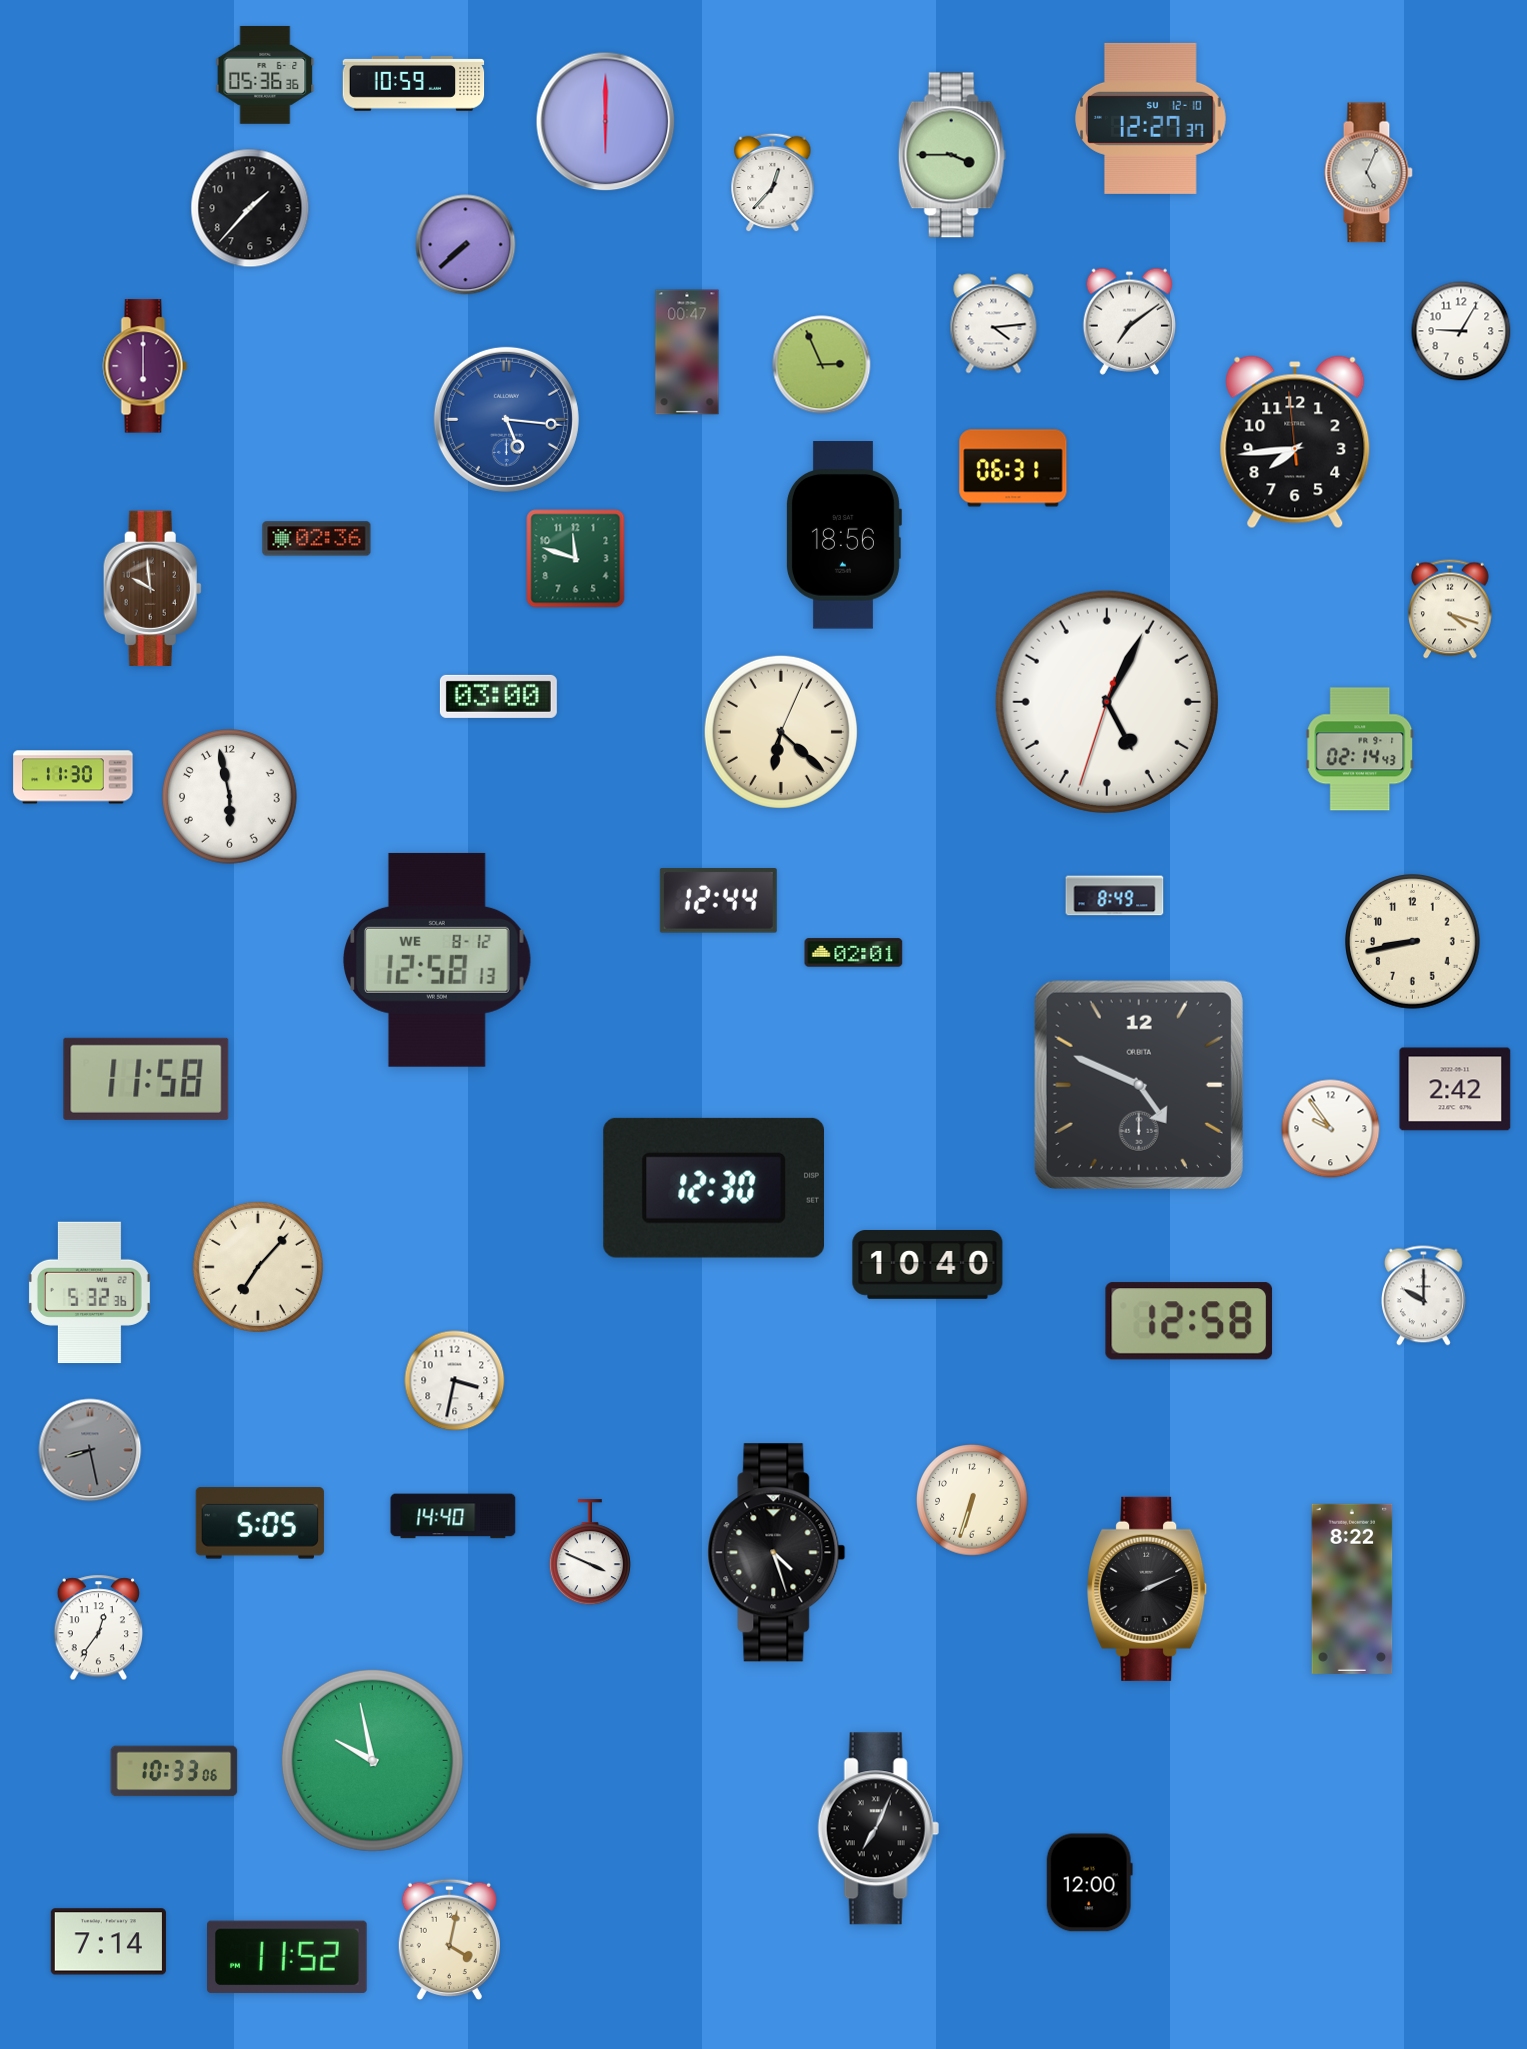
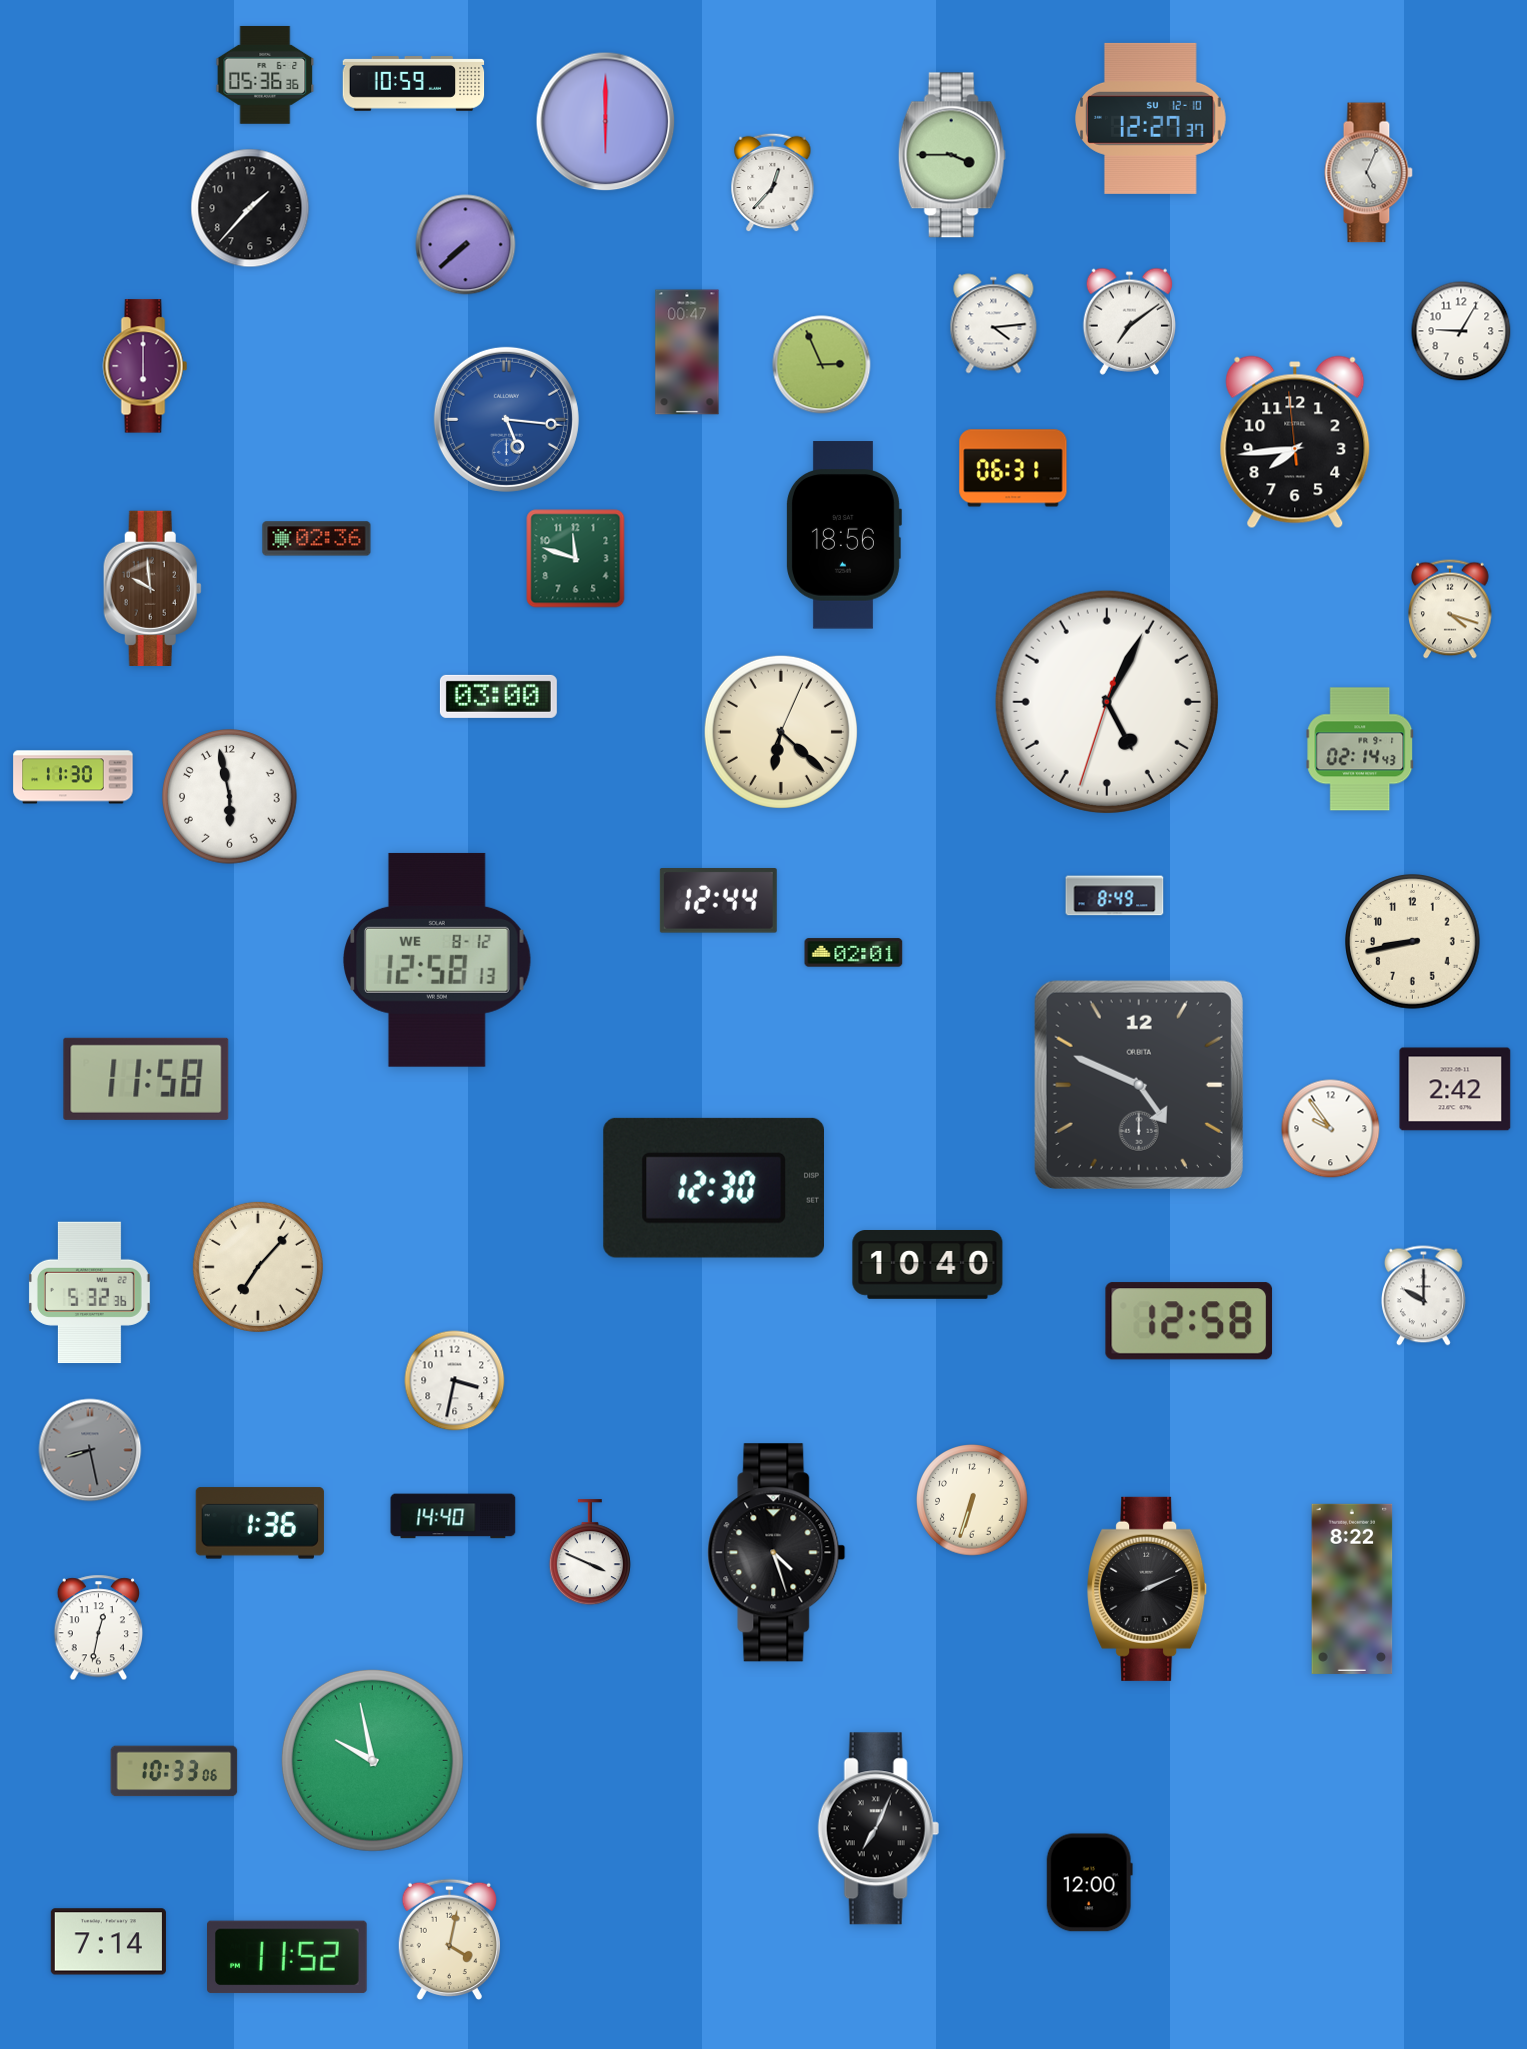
clock at (260, 1523): 5:05 -> 1:36
clock at (98, 1628): 12:36 -> 12:32
